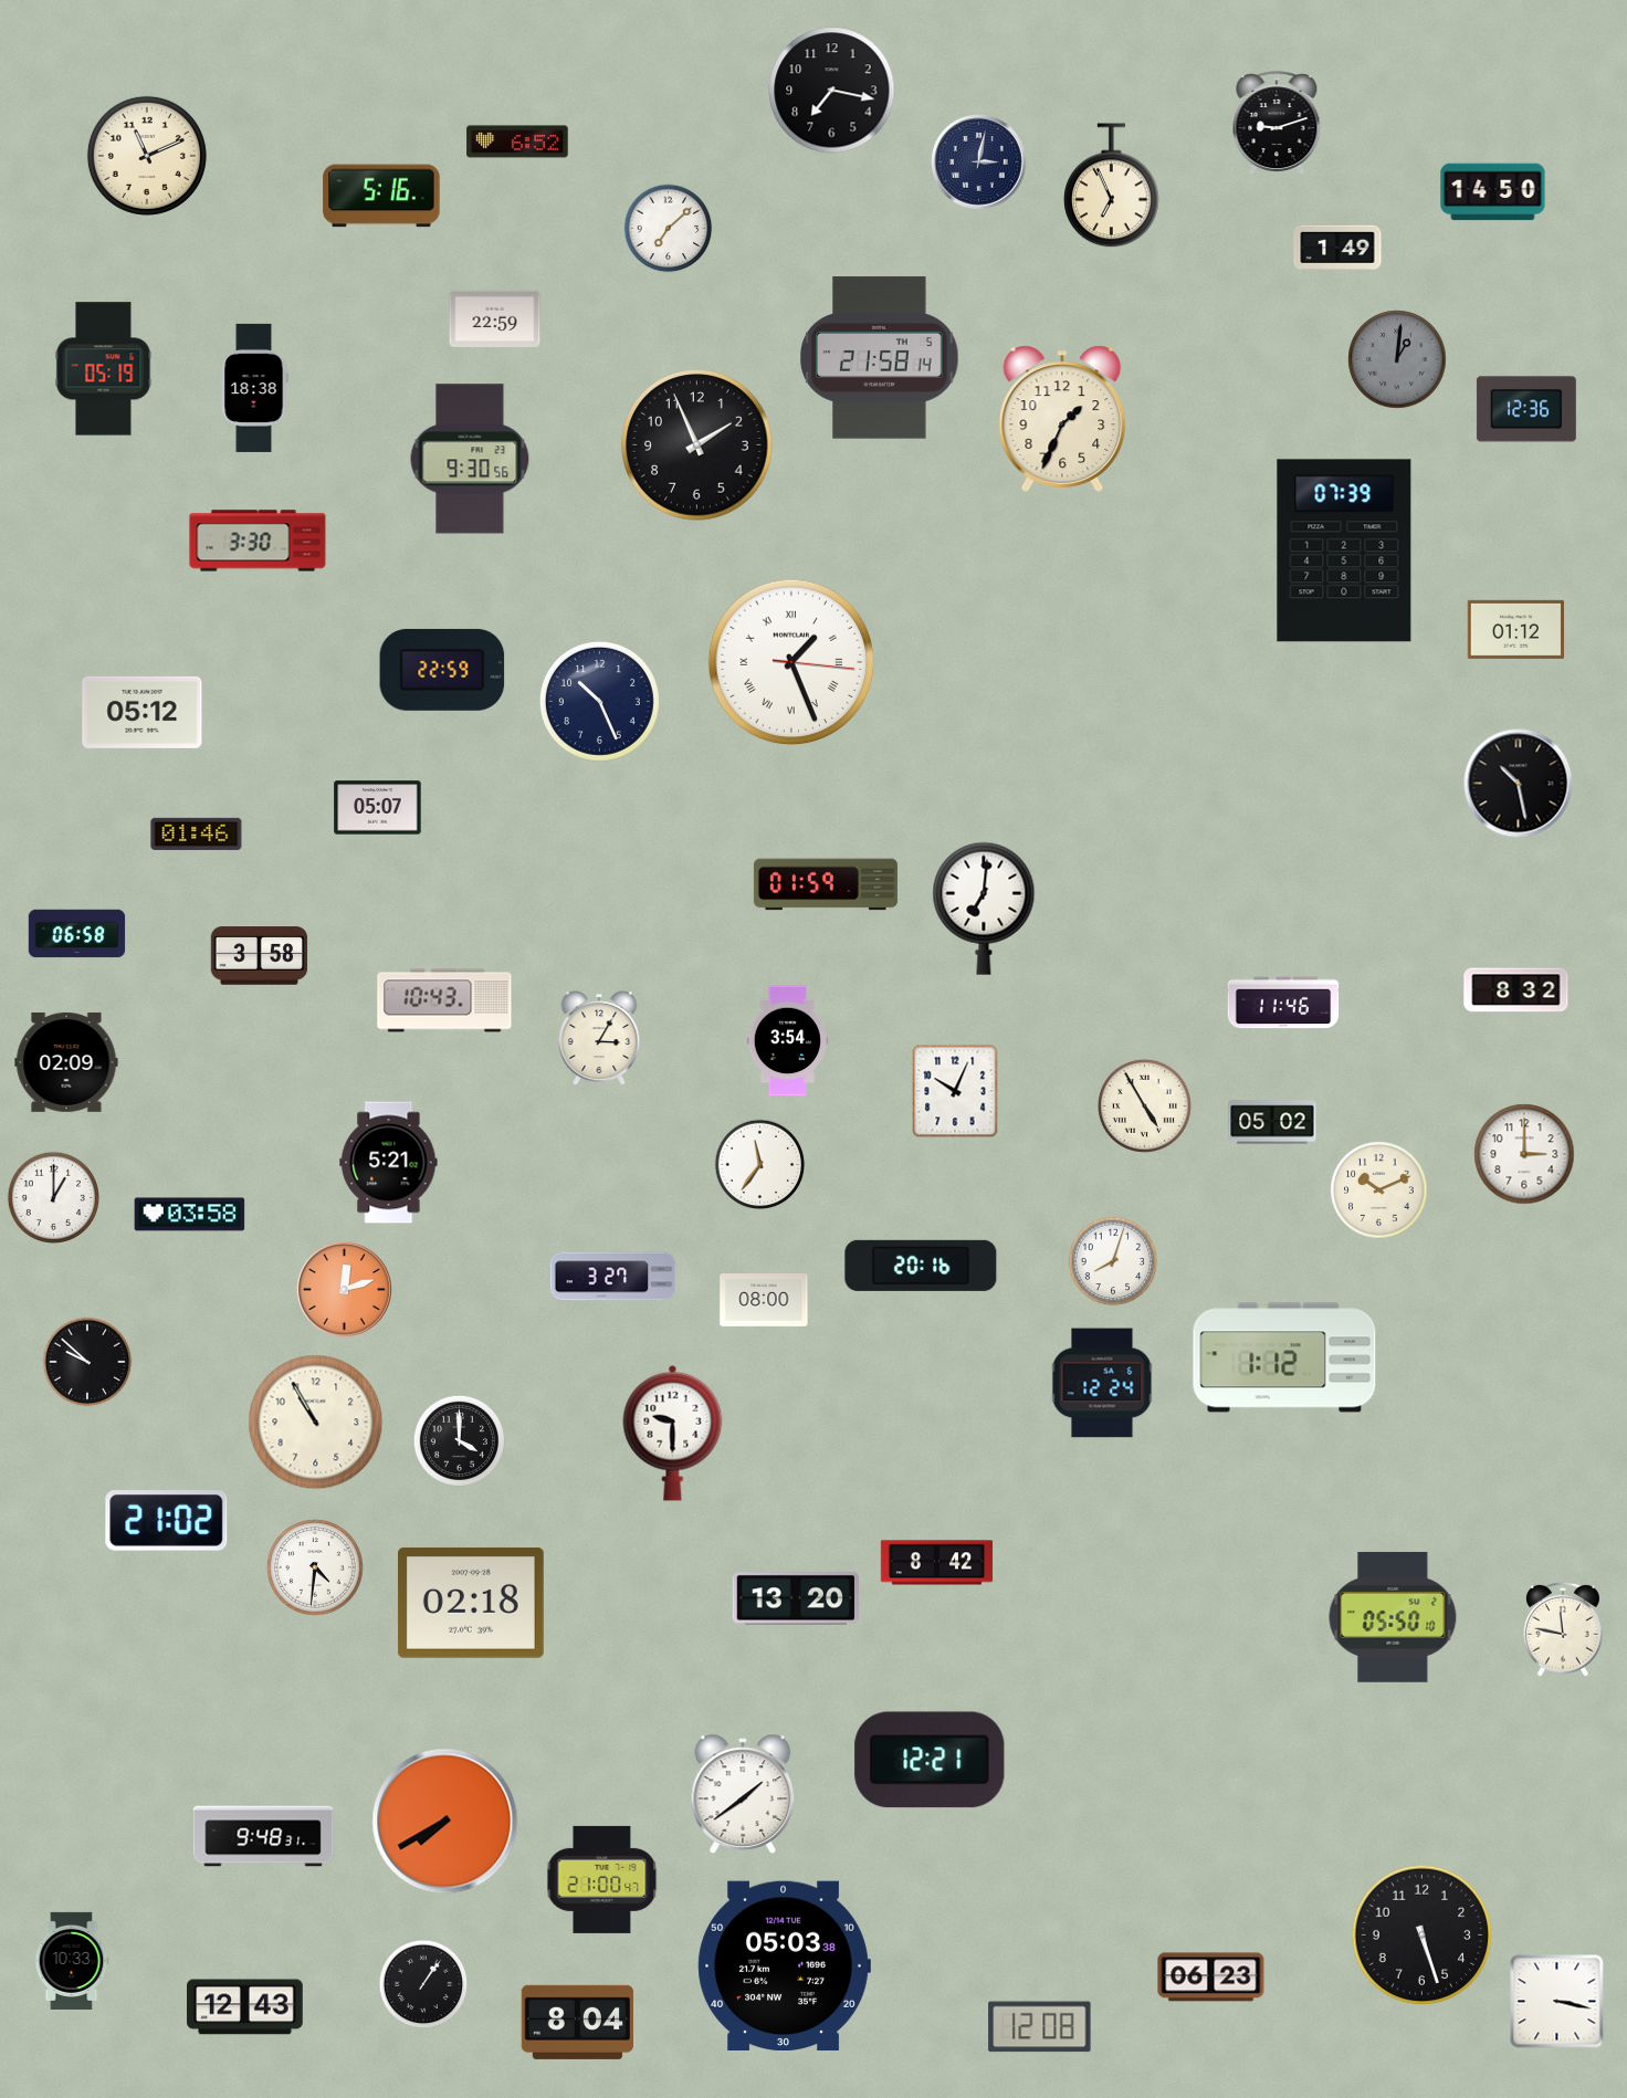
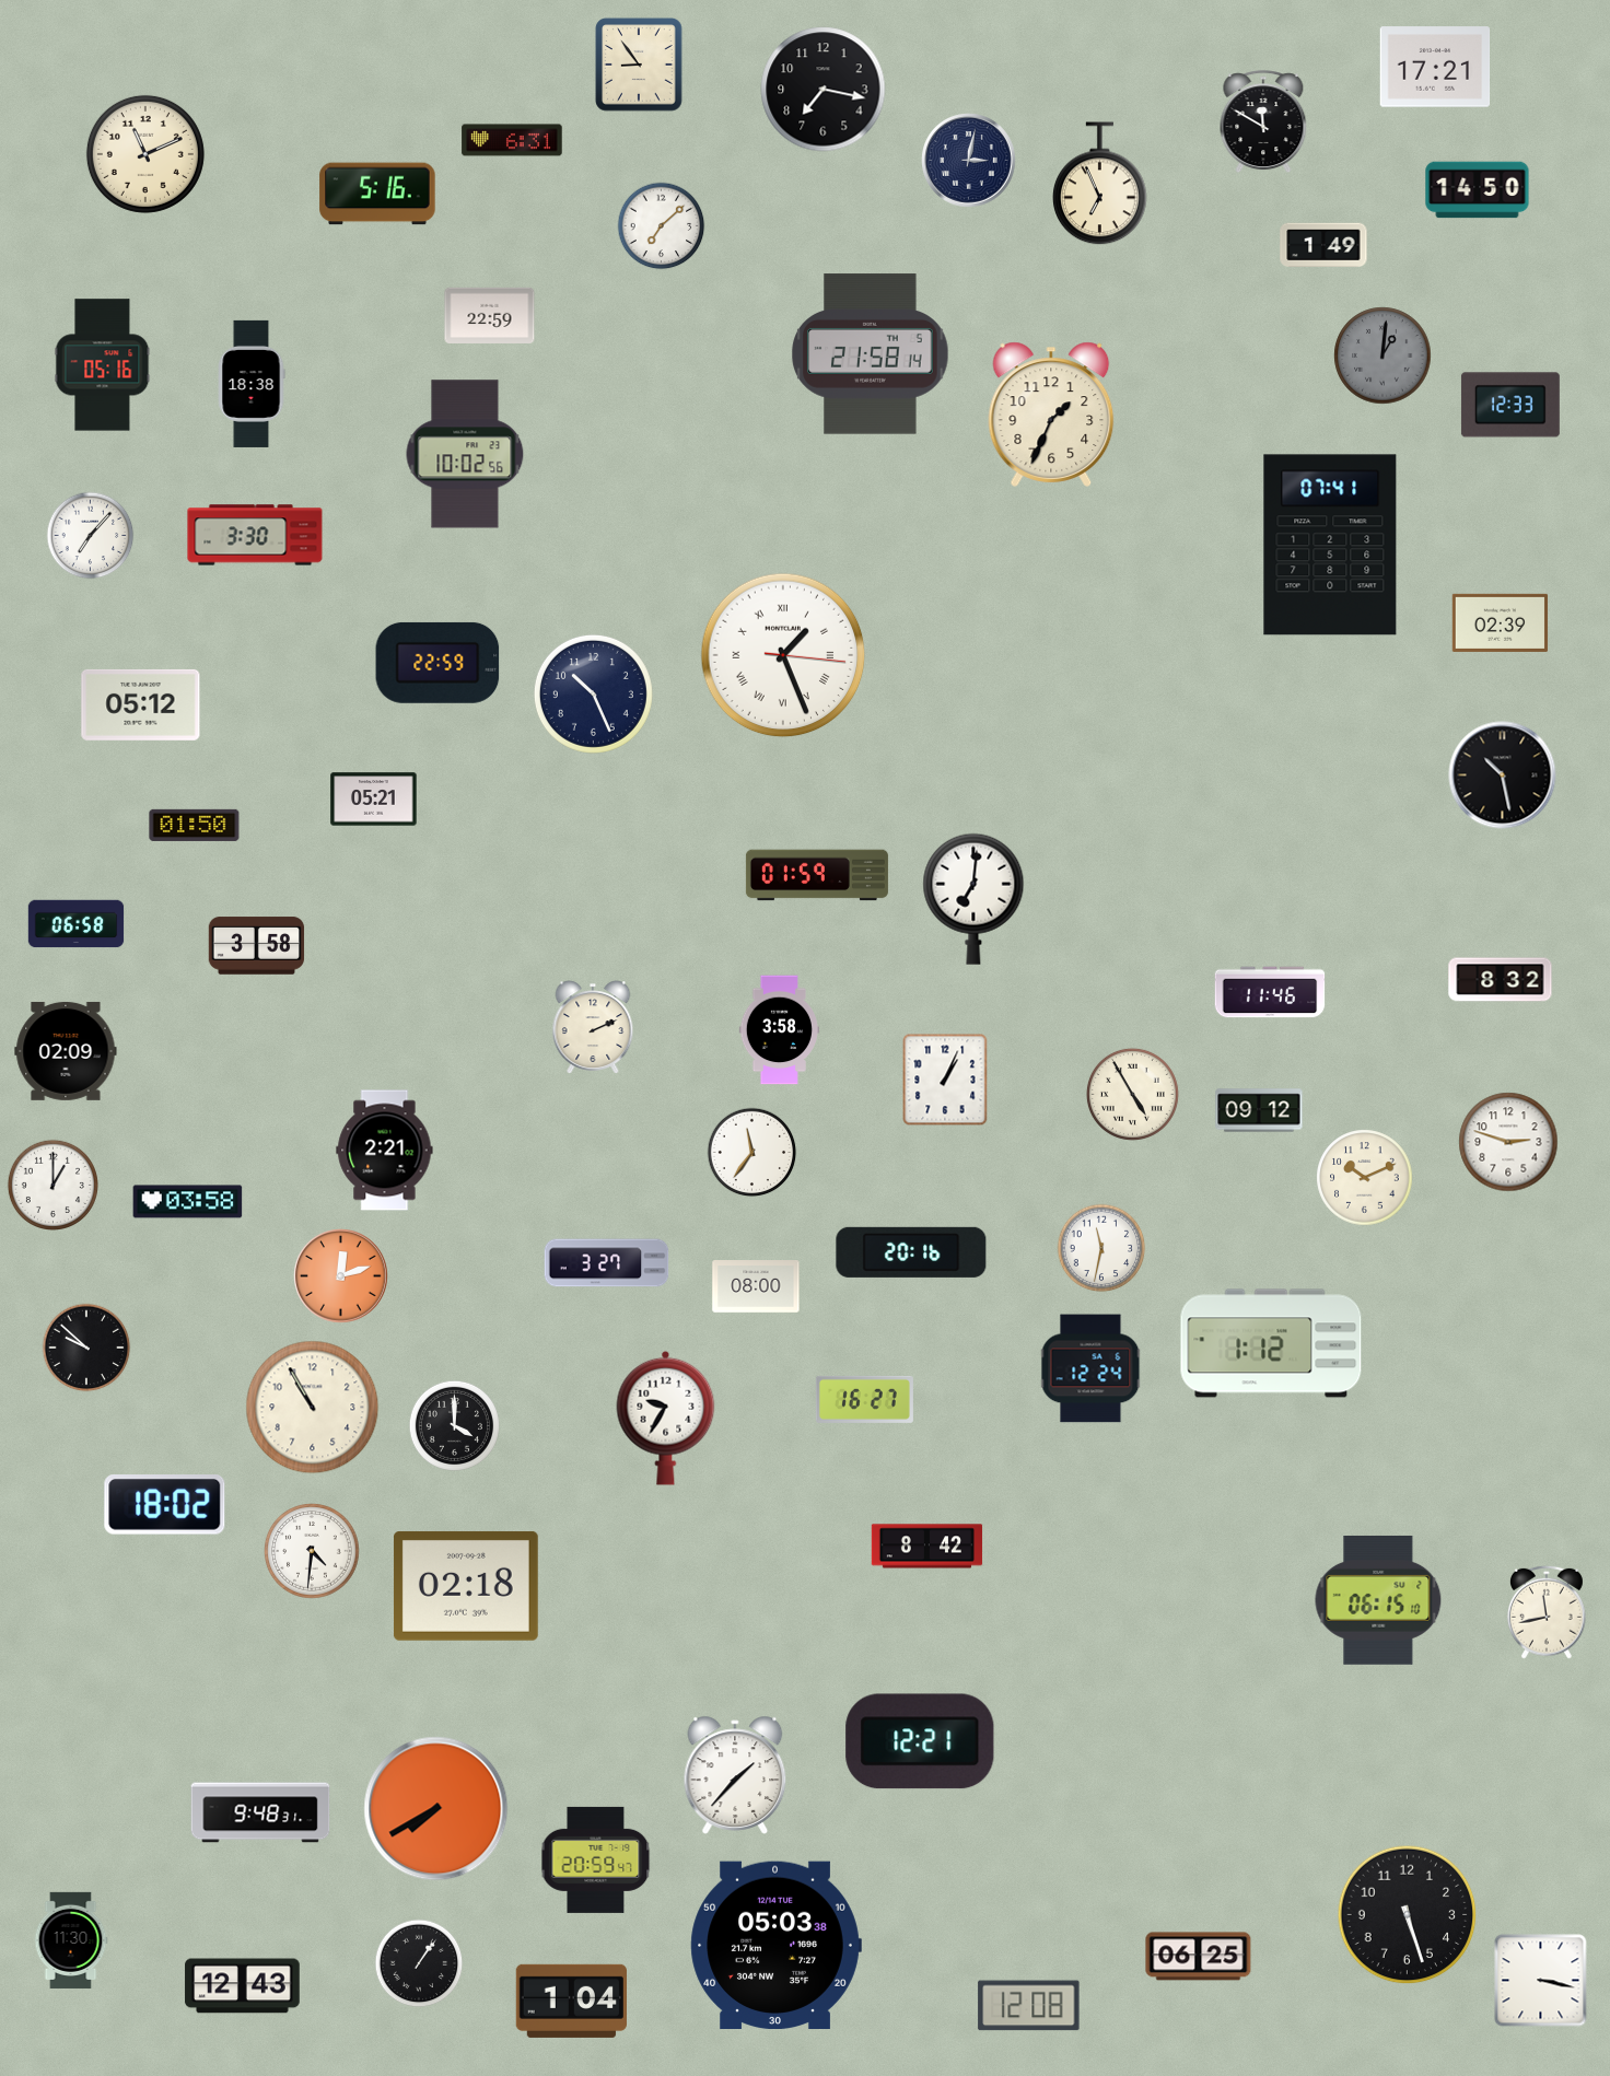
clock at (639, 65): none -> 8:54
clock at (1435, 67): none -> 17:21
clock at (1277, 124): 9:12 -> 11:50
clock at (517, 141): 6:52 -> 6:31
clock at (104, 369): 05:19 -> 05:16
clock at (1526, 409): 12:36 -> 12:33
clock at (697, 445): 1:56 -> none
clock at (470, 459): 9:30 -> 10:02
clock at (91, 536): none -> 7:07
clock at (1344, 550): 07:39 -> 07:41
clock at (1516, 629): 01:12 -> 02:39
clock at (378, 808): 05:07 -> 05:21
clock at (197, 833): 01:46 -> 01:50
clock at (444, 1000): 10:43 -> none
clock at (599, 1038): 3:05 -> 2:11
clock at (787, 1041): 3:54 -> 3:58
clock at (955, 1091): 10:04 -> 1:04
clock at (1272, 1122): 05:02 -> 09:12
clock at (1524, 1154): 3:00 -> 2:48
clock at (389, 1163): 5:21 -> 2:21
clock at (1113, 1261): 8:03 -> 11:32
clock at (864, 1399): none -> 16:27
clock at (673, 1433): 9:30 -> 9:35
clock at (167, 1521): 21:02 -> 18:02
clock at (795, 1598): 13:20 -> none
clock at (1393, 1617): 05:50 -> 06:15
clock at (1563, 1629): 11:47 -> 11:43
clock at (743, 1794): 1:39 -> 1:37
clock at (445, 1822) position: (445, 1822) -> (436, 1809)
clock at (263, 1836) position: (263, 1836) -> (260, 1812)
clock at (602, 1879): 21:00 -> 20:59
clock at (72, 1961): 10:33 -> 11:30
clock at (1211, 1978): 06:23 -> 06:25
clock at (577, 2022): 8:04 -> 1:04
